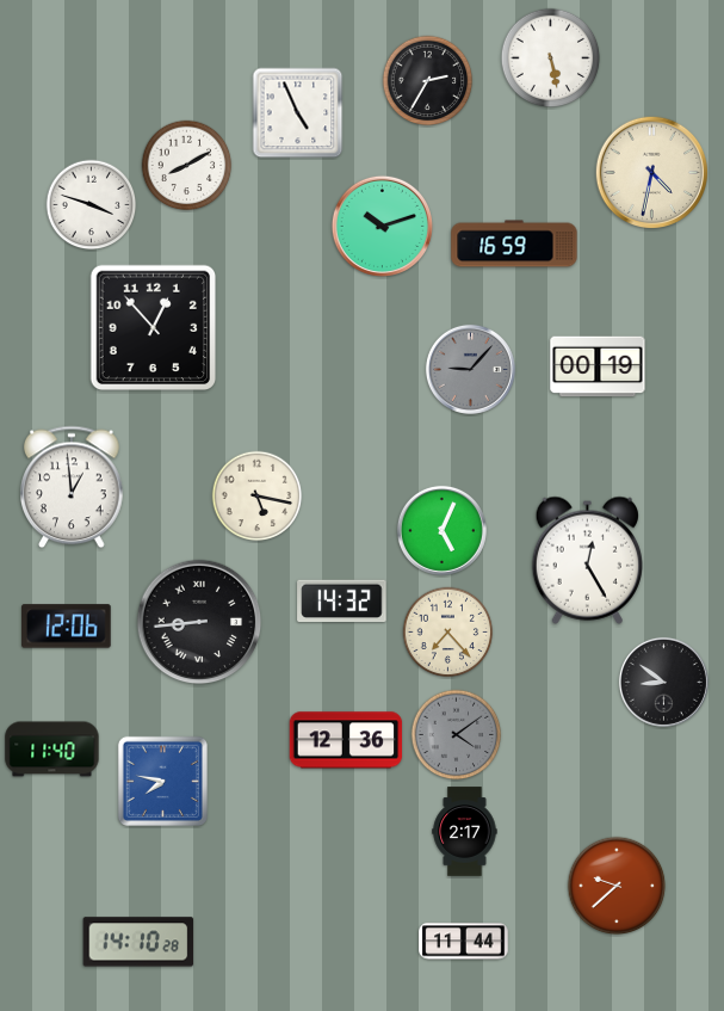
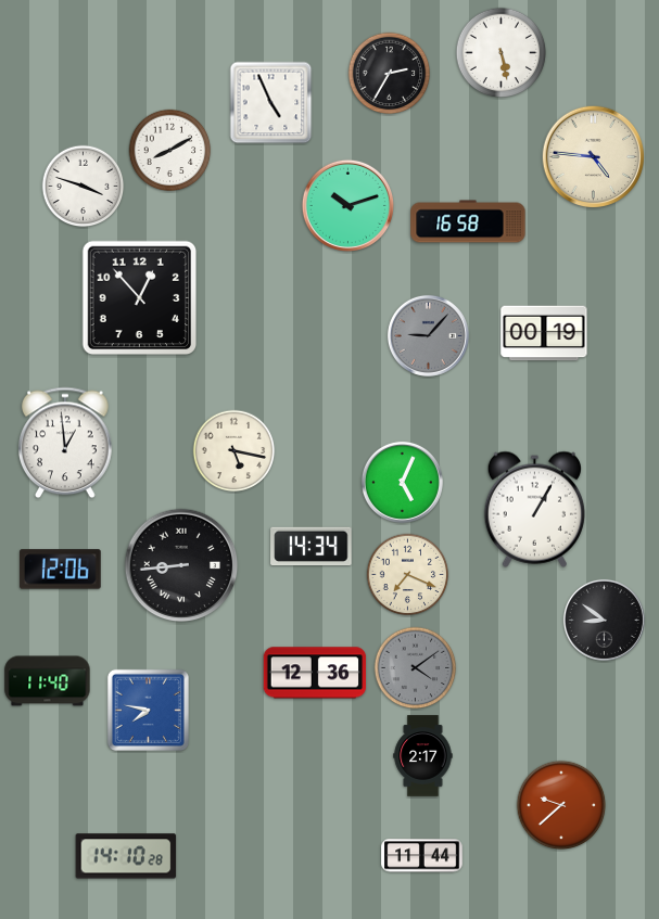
clock at (652, 173): 4:32 -> 4:46
clock at (514, 243): 16:59 -> 16:58
clock at (587, 560): 12:25 -> 1:05
clock at (342, 602): 14:32 -> 14:34
clock at (448, 633): 7:23 -> 7:19
